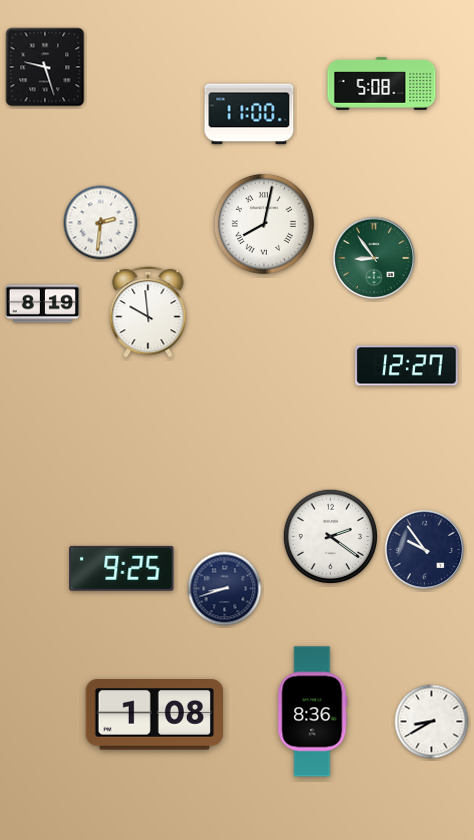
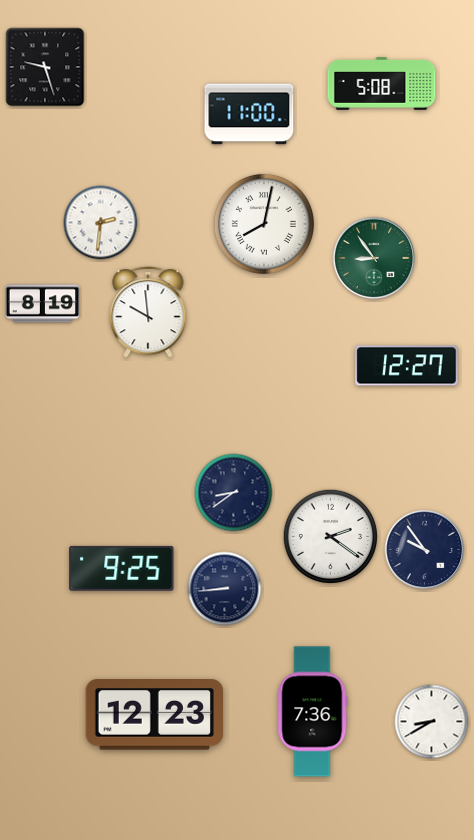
clock at (234, 493): none -> 8:39
clock at (225, 589): 8:42 -> 8:44
clock at (313, 712): 8:36 -> 7:36
clock at (155, 715): 1:08 -> 12:23
